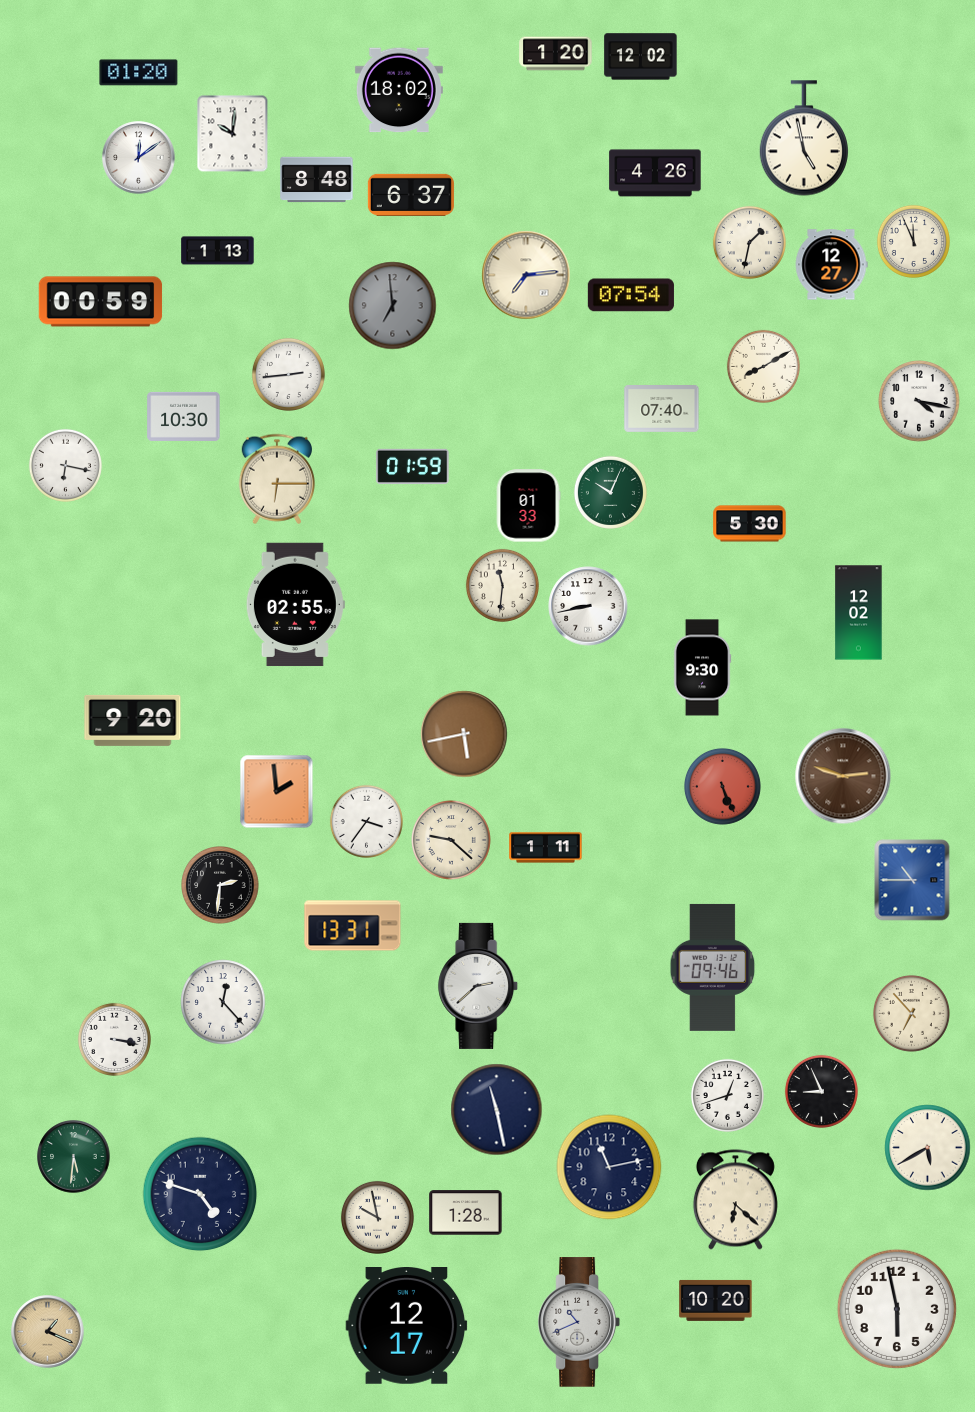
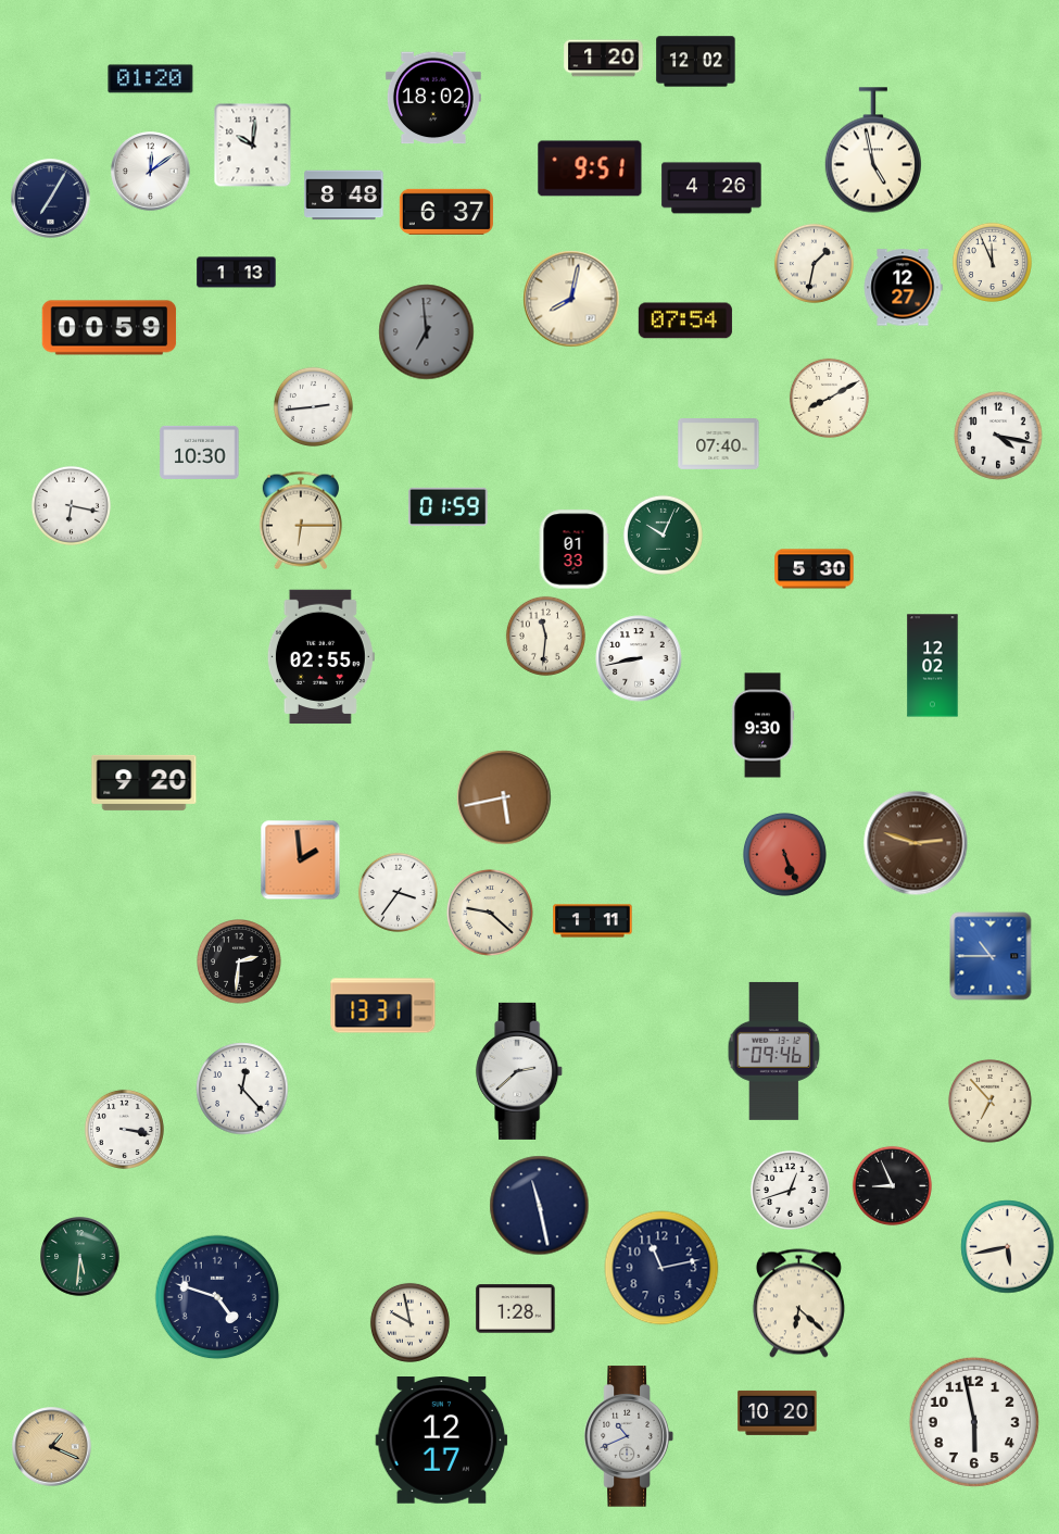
clock at (590, 168): none -> 9:51
clock at (51, 199): none -> 7:05
clock at (526, 275): 7:14 -> 8:02
clock at (928, 1148): 5:40 -> 5:43
clock at (466, 1213) position: (466, 1213) -> (516, 1309)
